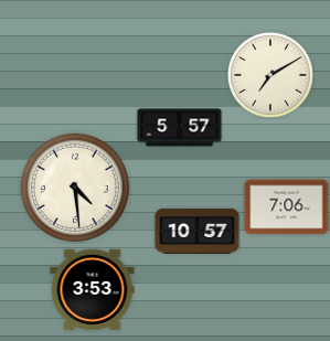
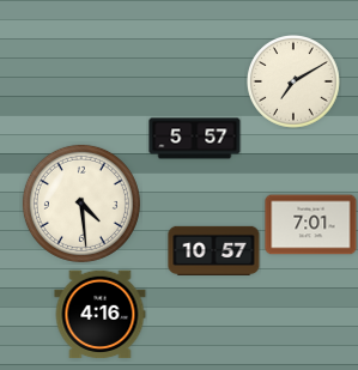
clock at (287, 207): 7:06 -> 7:01
clock at (93, 290): 3:53 -> 4:16
